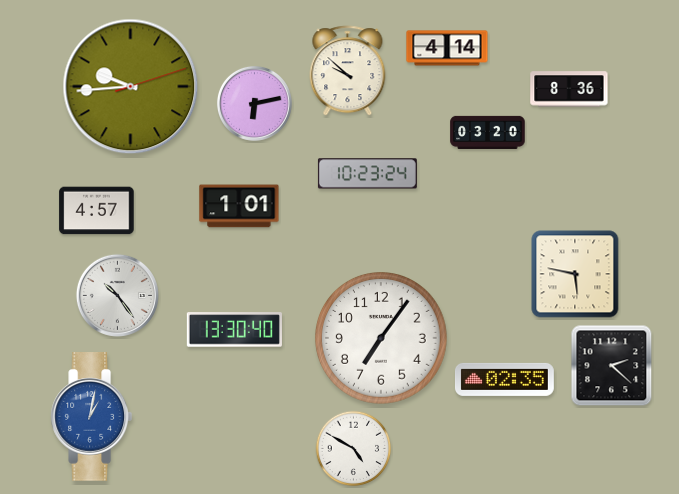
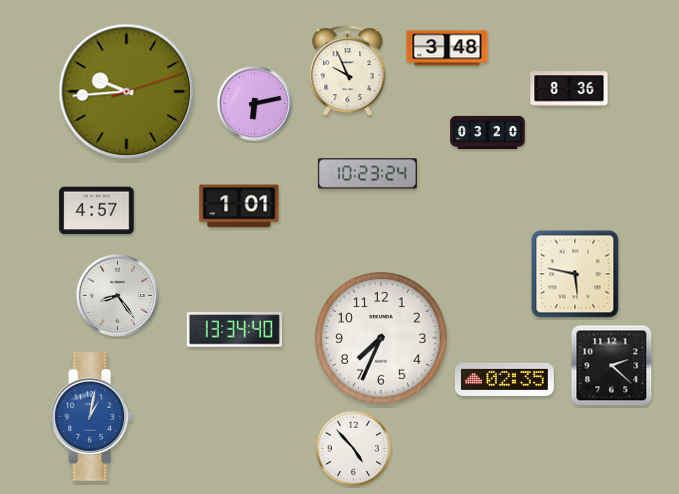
clock at (447, 48): 4:14 -> 3:48
clock at (348, 71): 9:52 -> 9:56
clock at (131, 87) position: (131, 87) -> (127, 92)
clock at (117, 295): 10:24 -> 8:24
clock at (234, 330): 13:30 -> 13:34
clock at (382, 339): 7:06 -> 7:34
clock at (354, 449): 4:50 -> 4:53
